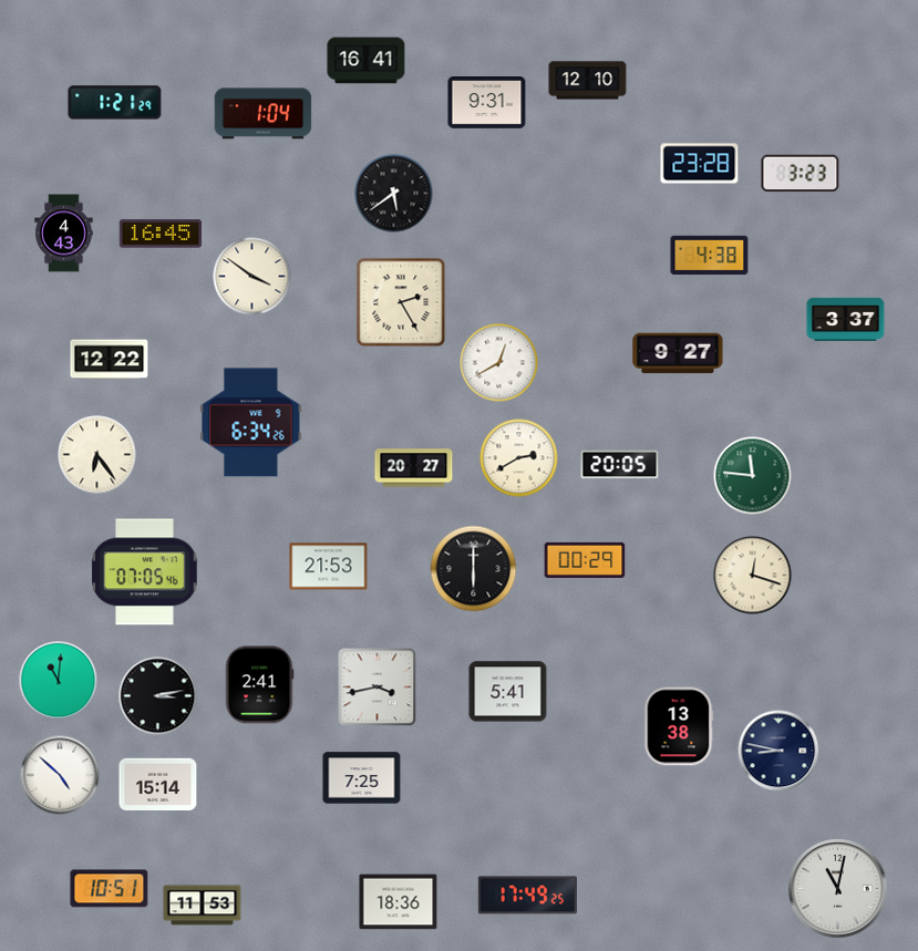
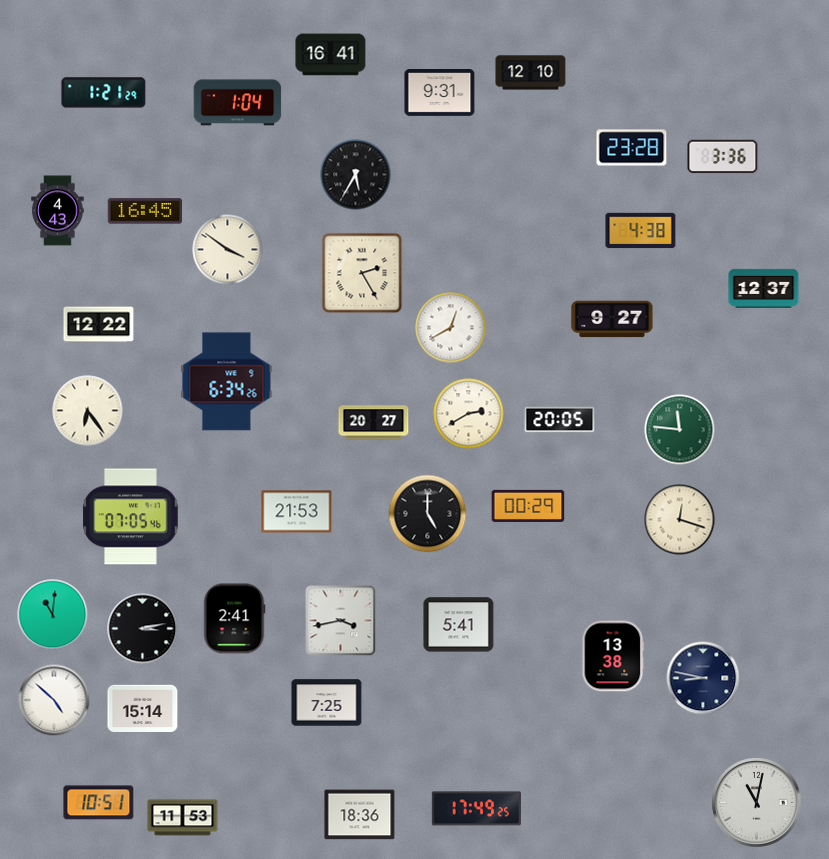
clock at (801, 174): 3:23 -> 3:36
clock at (394, 194): 5:39 -> 5:35
clock at (846, 319): 3:37 -> 12:37
clock at (474, 569): 6:00 -> 5:00
